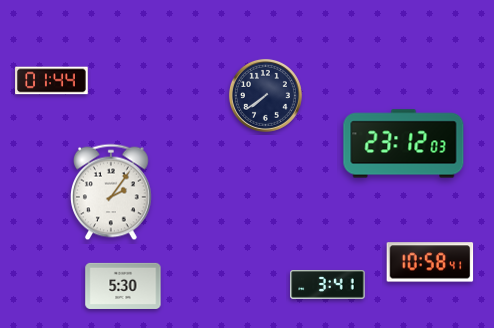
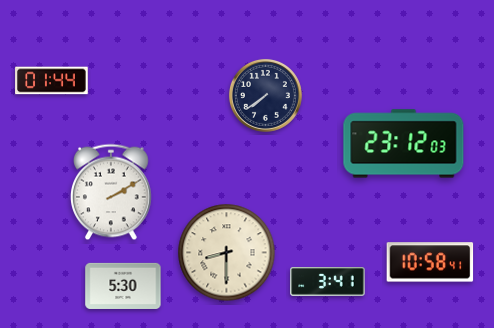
clock at (112, 192): 2:06 -> 2:10
clock at (227, 253): none -> 8:30
clock at (328, 285) position: (328, 285) -> (328, 282)
